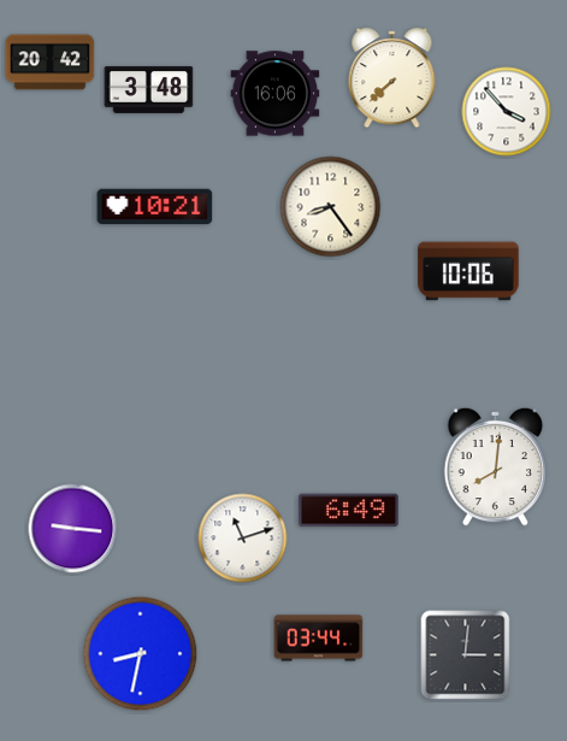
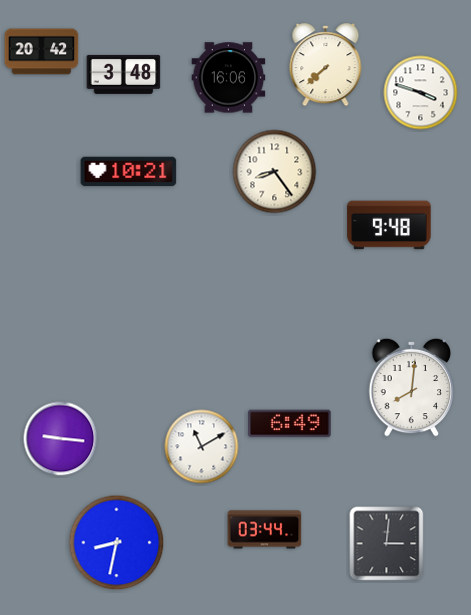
clock at (507, 112): 3:53 -> 3:48
clock at (468, 271): 10:06 -> 9:48
clock at (243, 539): 11:12 -> 11:10
